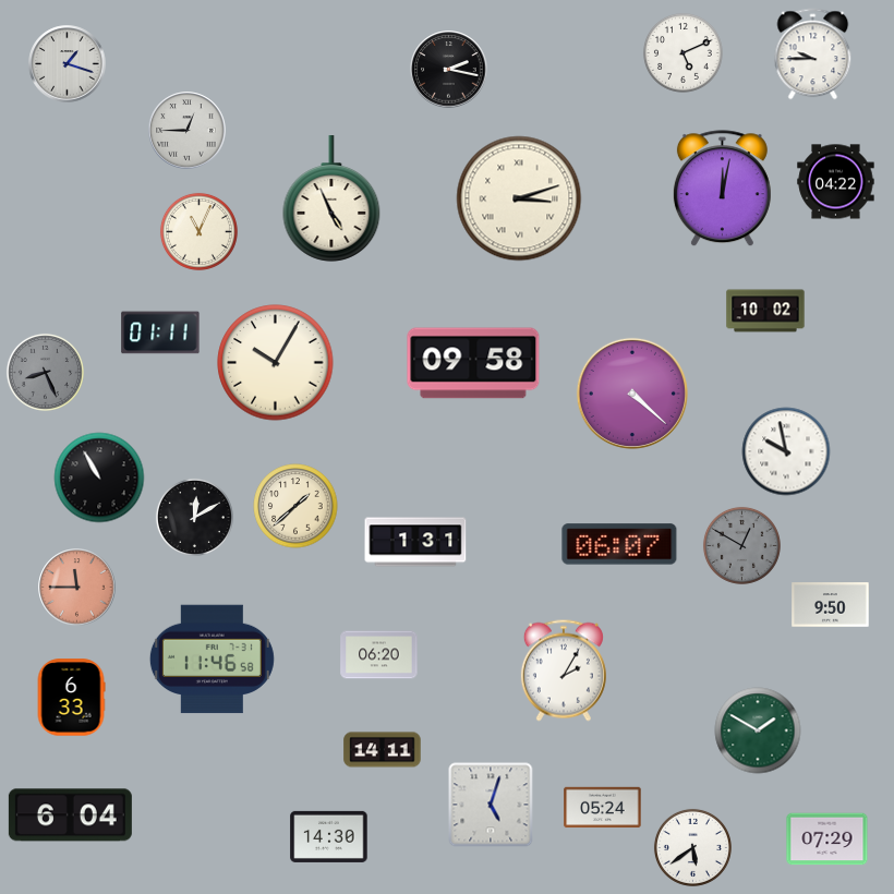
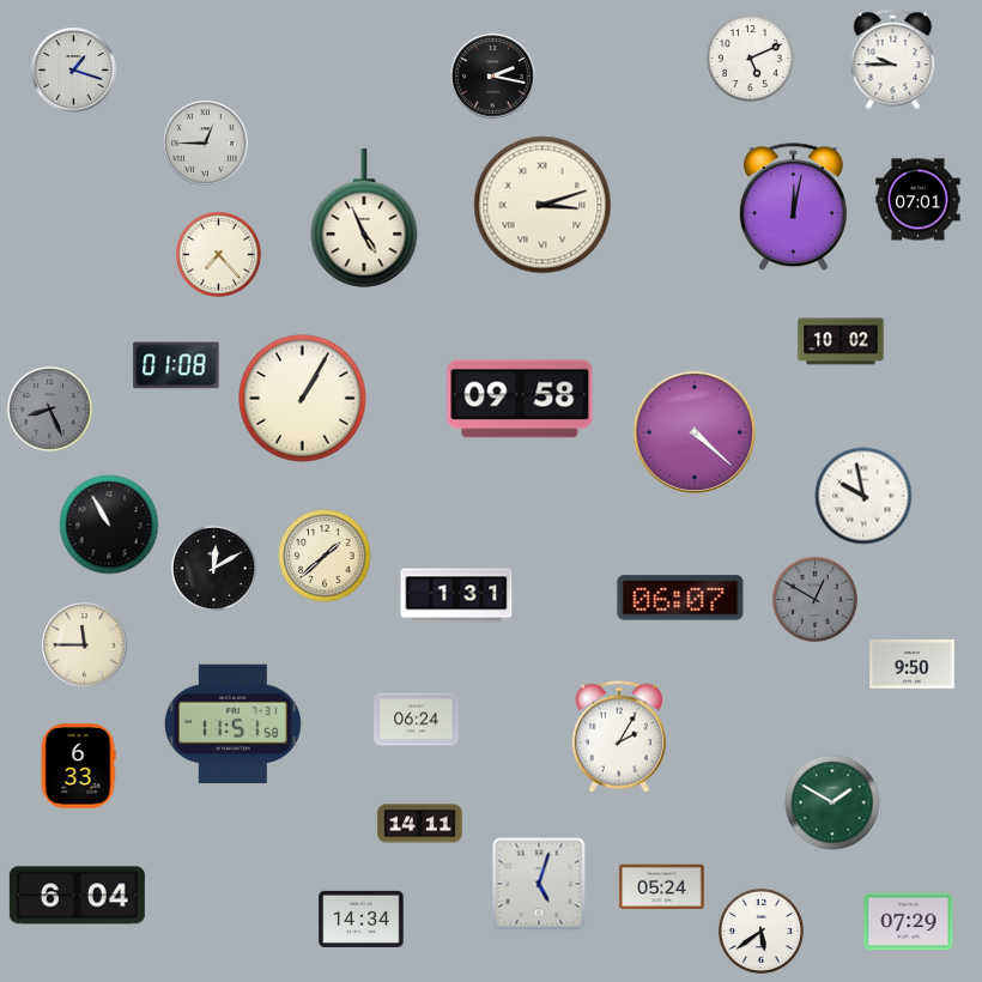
clock at (836, 182): 04:22 -> 07:01
clock at (519, 198) position: (519, 198) -> (542, 205)
clock at (198, 231): 11:04 -> 7:23
clock at (160, 333): 01:11 -> 01:08
clock at (276, 363): 10:05 -> 1:05
clock at (77, 588) dial: salmon -> cream
clock at (379, 655): 06:20 -> 06:24
clock at (212, 660): 11:46 -> 11:51
clock at (329, 836): 14:30 -> 14:34
